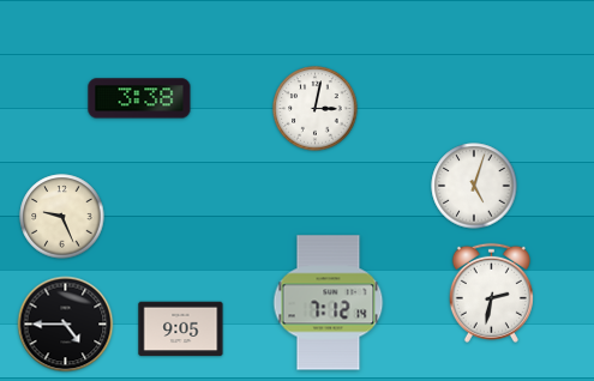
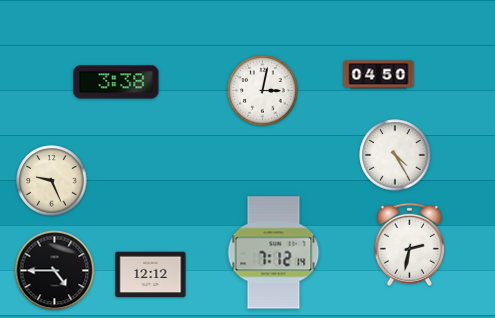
clock at (379, 75): none -> 04:50
clock at (474, 186): 5:03 -> 4:25
clock at (181, 329): 9:05 -> 12:12
